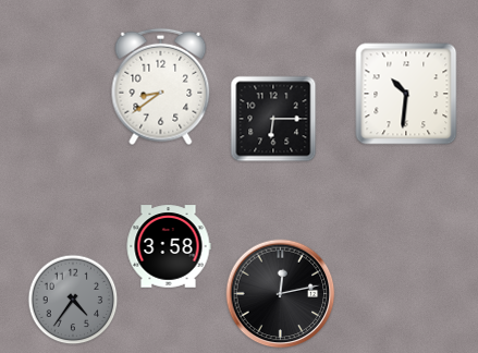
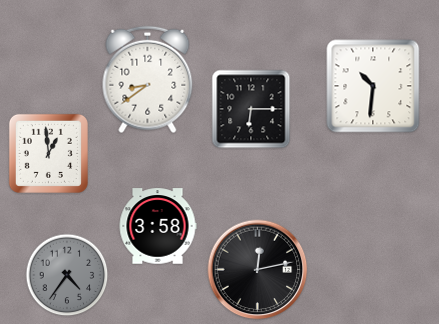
clock at (48, 153): none -> 12:59
clock at (169, 246) position: (169, 246) -> (158, 226)
